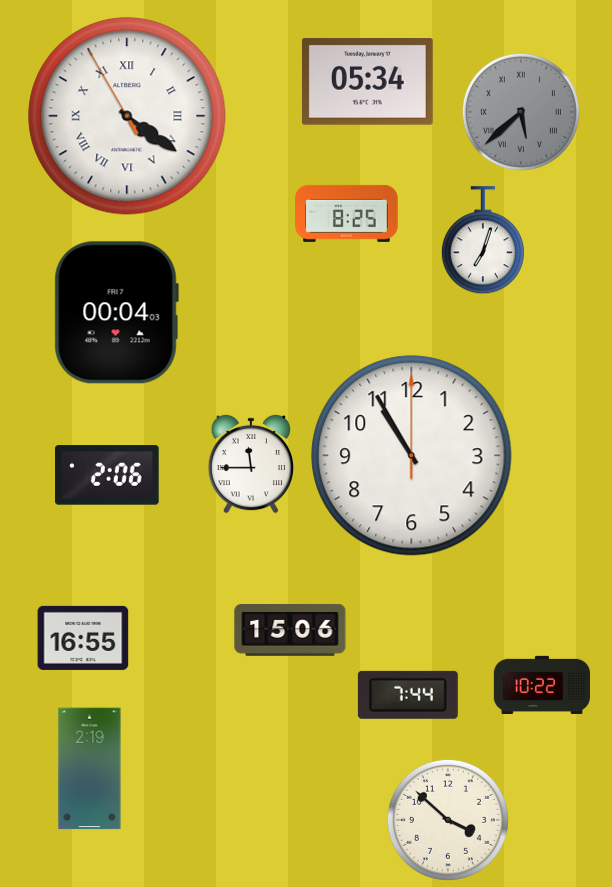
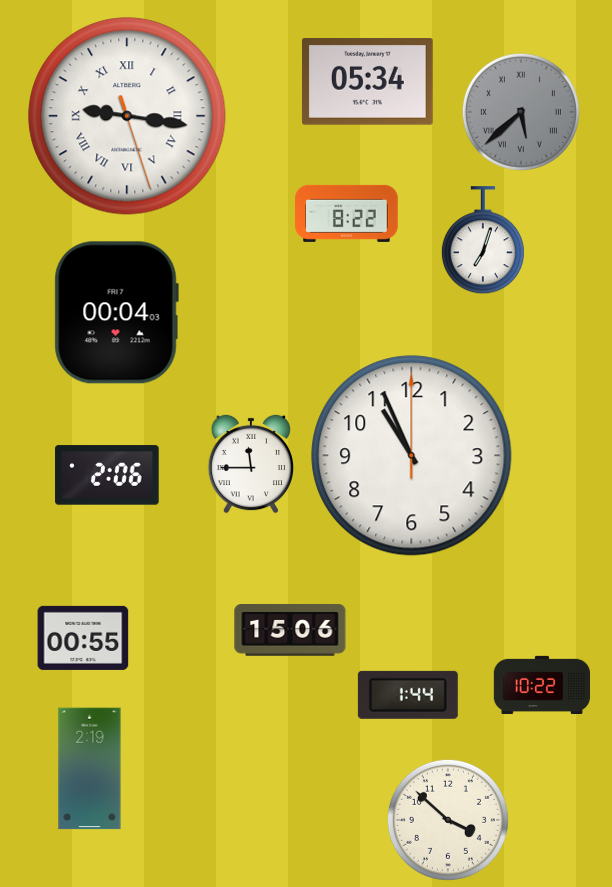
clock at (127, 116): 4:20 -> 9:16
clock at (347, 213): 8:25 -> 8:22
clock at (412, 456): 10:55 -> 10:56
clock at (83, 638): 16:55 -> 00:55
clock at (408, 695): 7:44 -> 1:44
